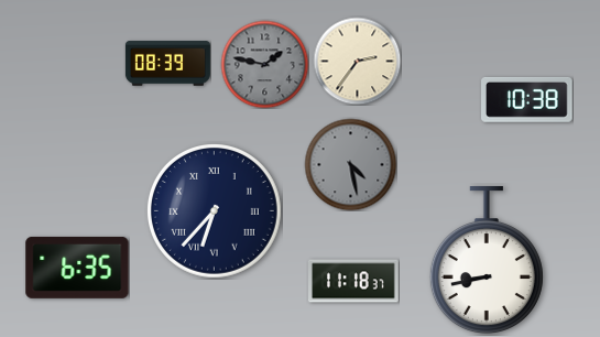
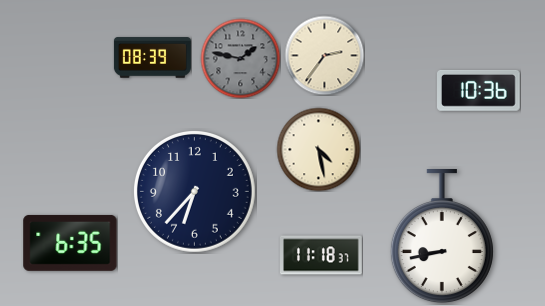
clock at (527, 99): 10:38 -> 10:36
clock at (350, 164) dial: grey -> cream
clock at (214, 210) numerals: Roman -> Arabic
